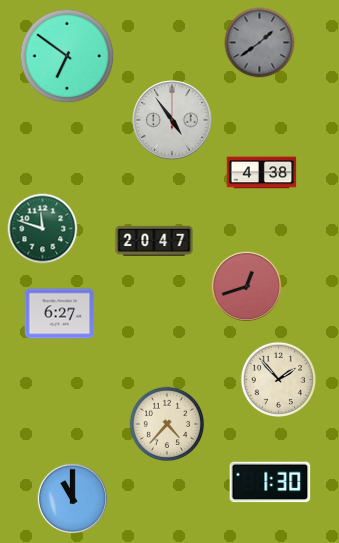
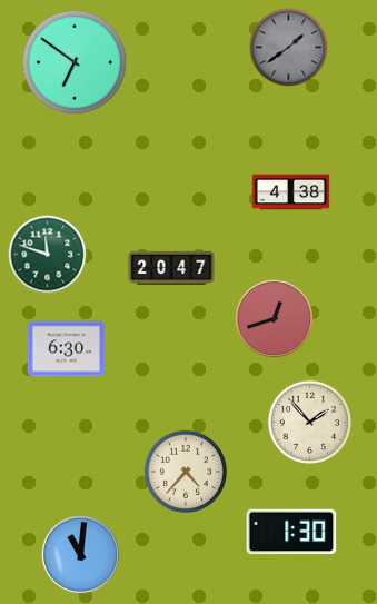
clock at (172, 120): 4:54 -> none
clock at (60, 314): 6:27 -> 6:30
clock at (270, 482) position: (270, 482) -> (291, 532)
clock at (72, 498): 11:00 -> 11:01
